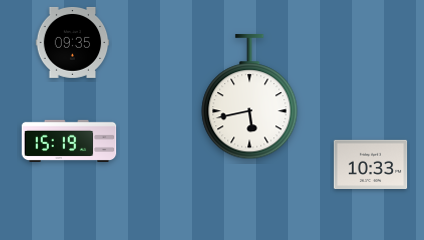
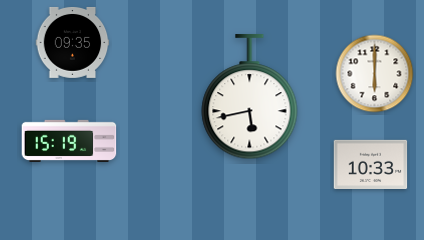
clock at (375, 74): none -> 6:00
